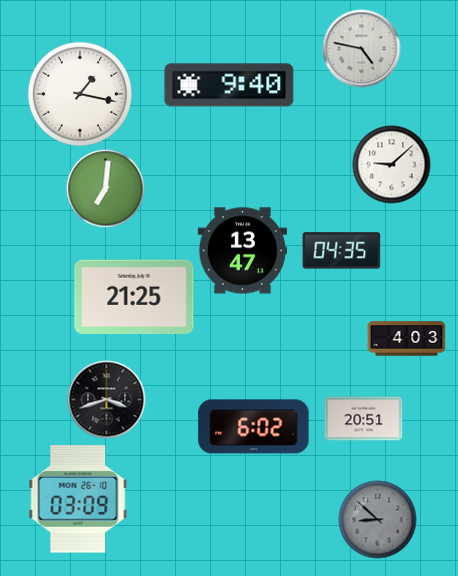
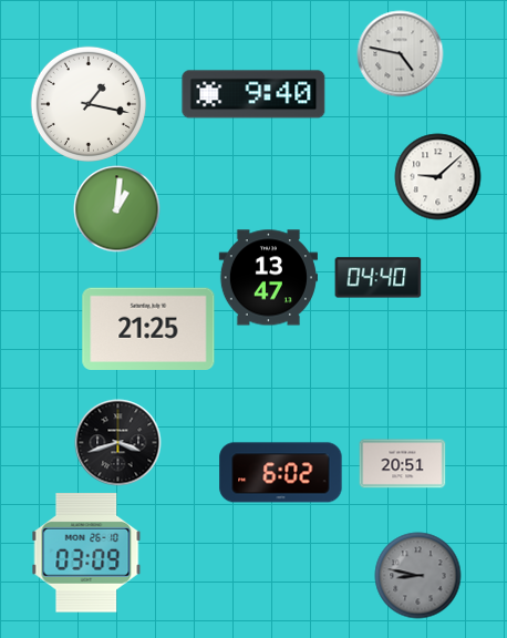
clock at (391, 164) position: (391, 164) -> (437, 176)
clock at (105, 188): 7:01 -> 1:01
clock at (341, 251): 04:35 -> 04:40
clock at (406, 339): 4:03 -> none
clock at (377, 519): 8:52 -> 8:47
